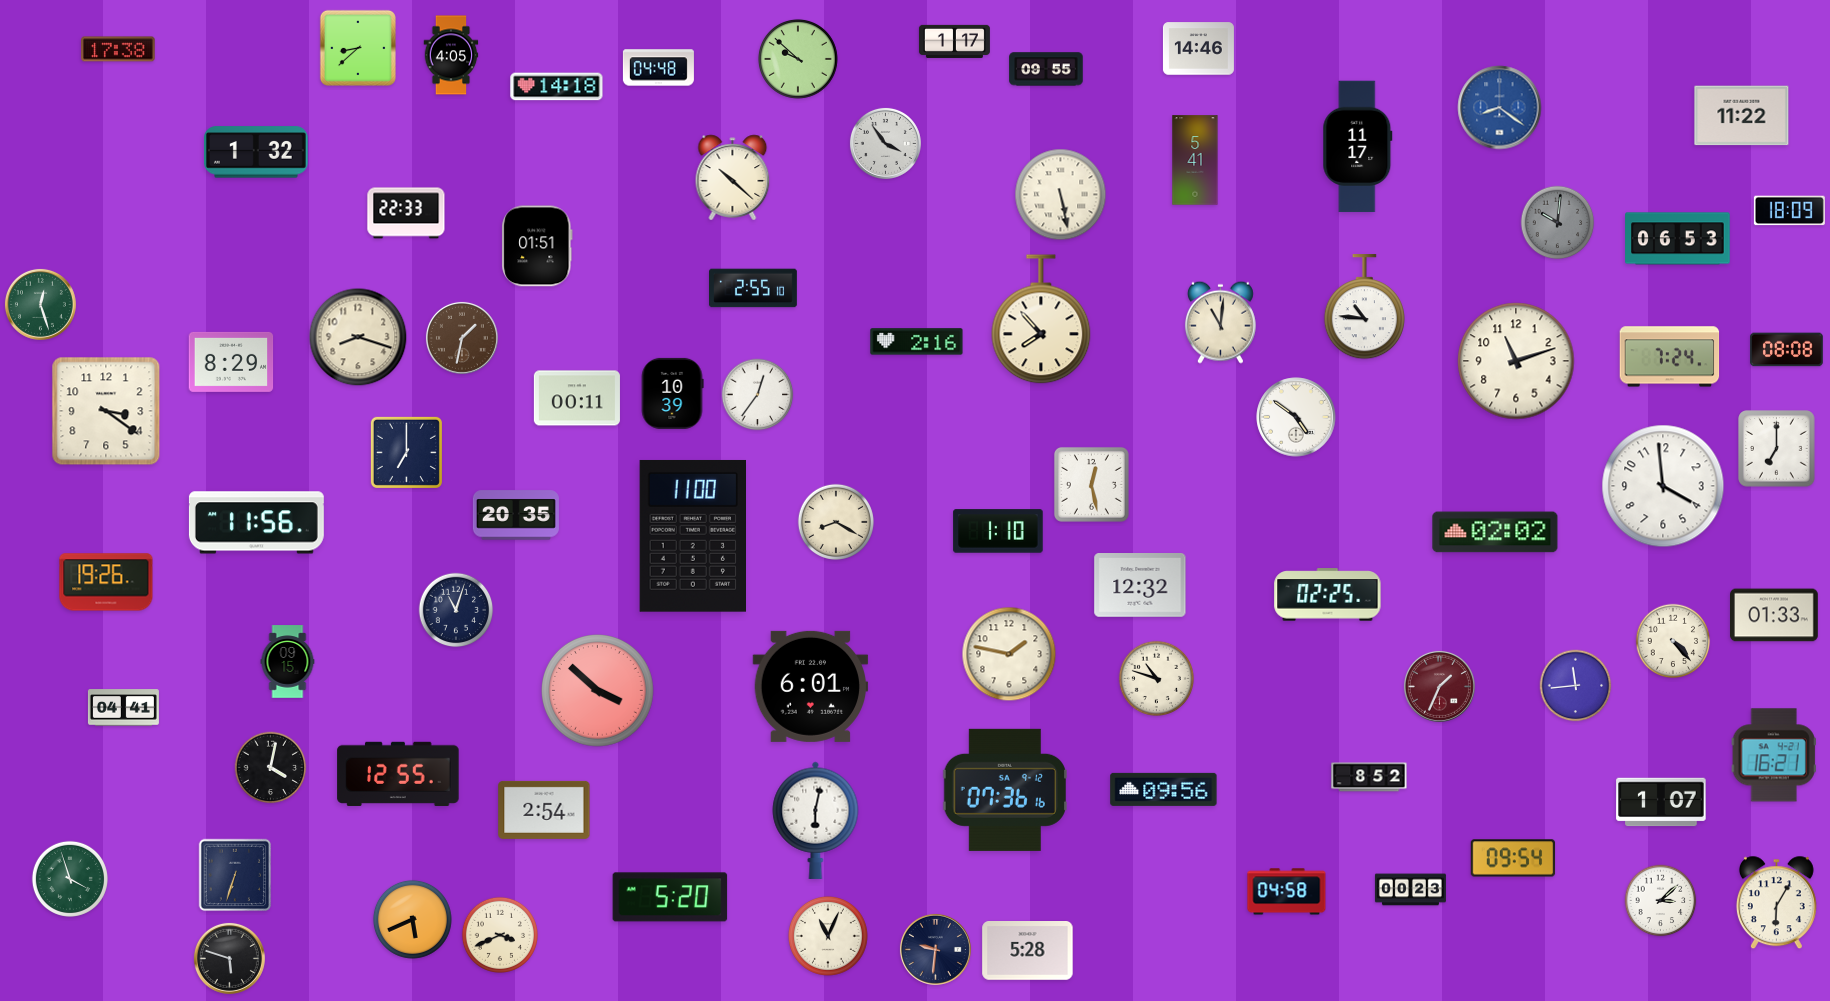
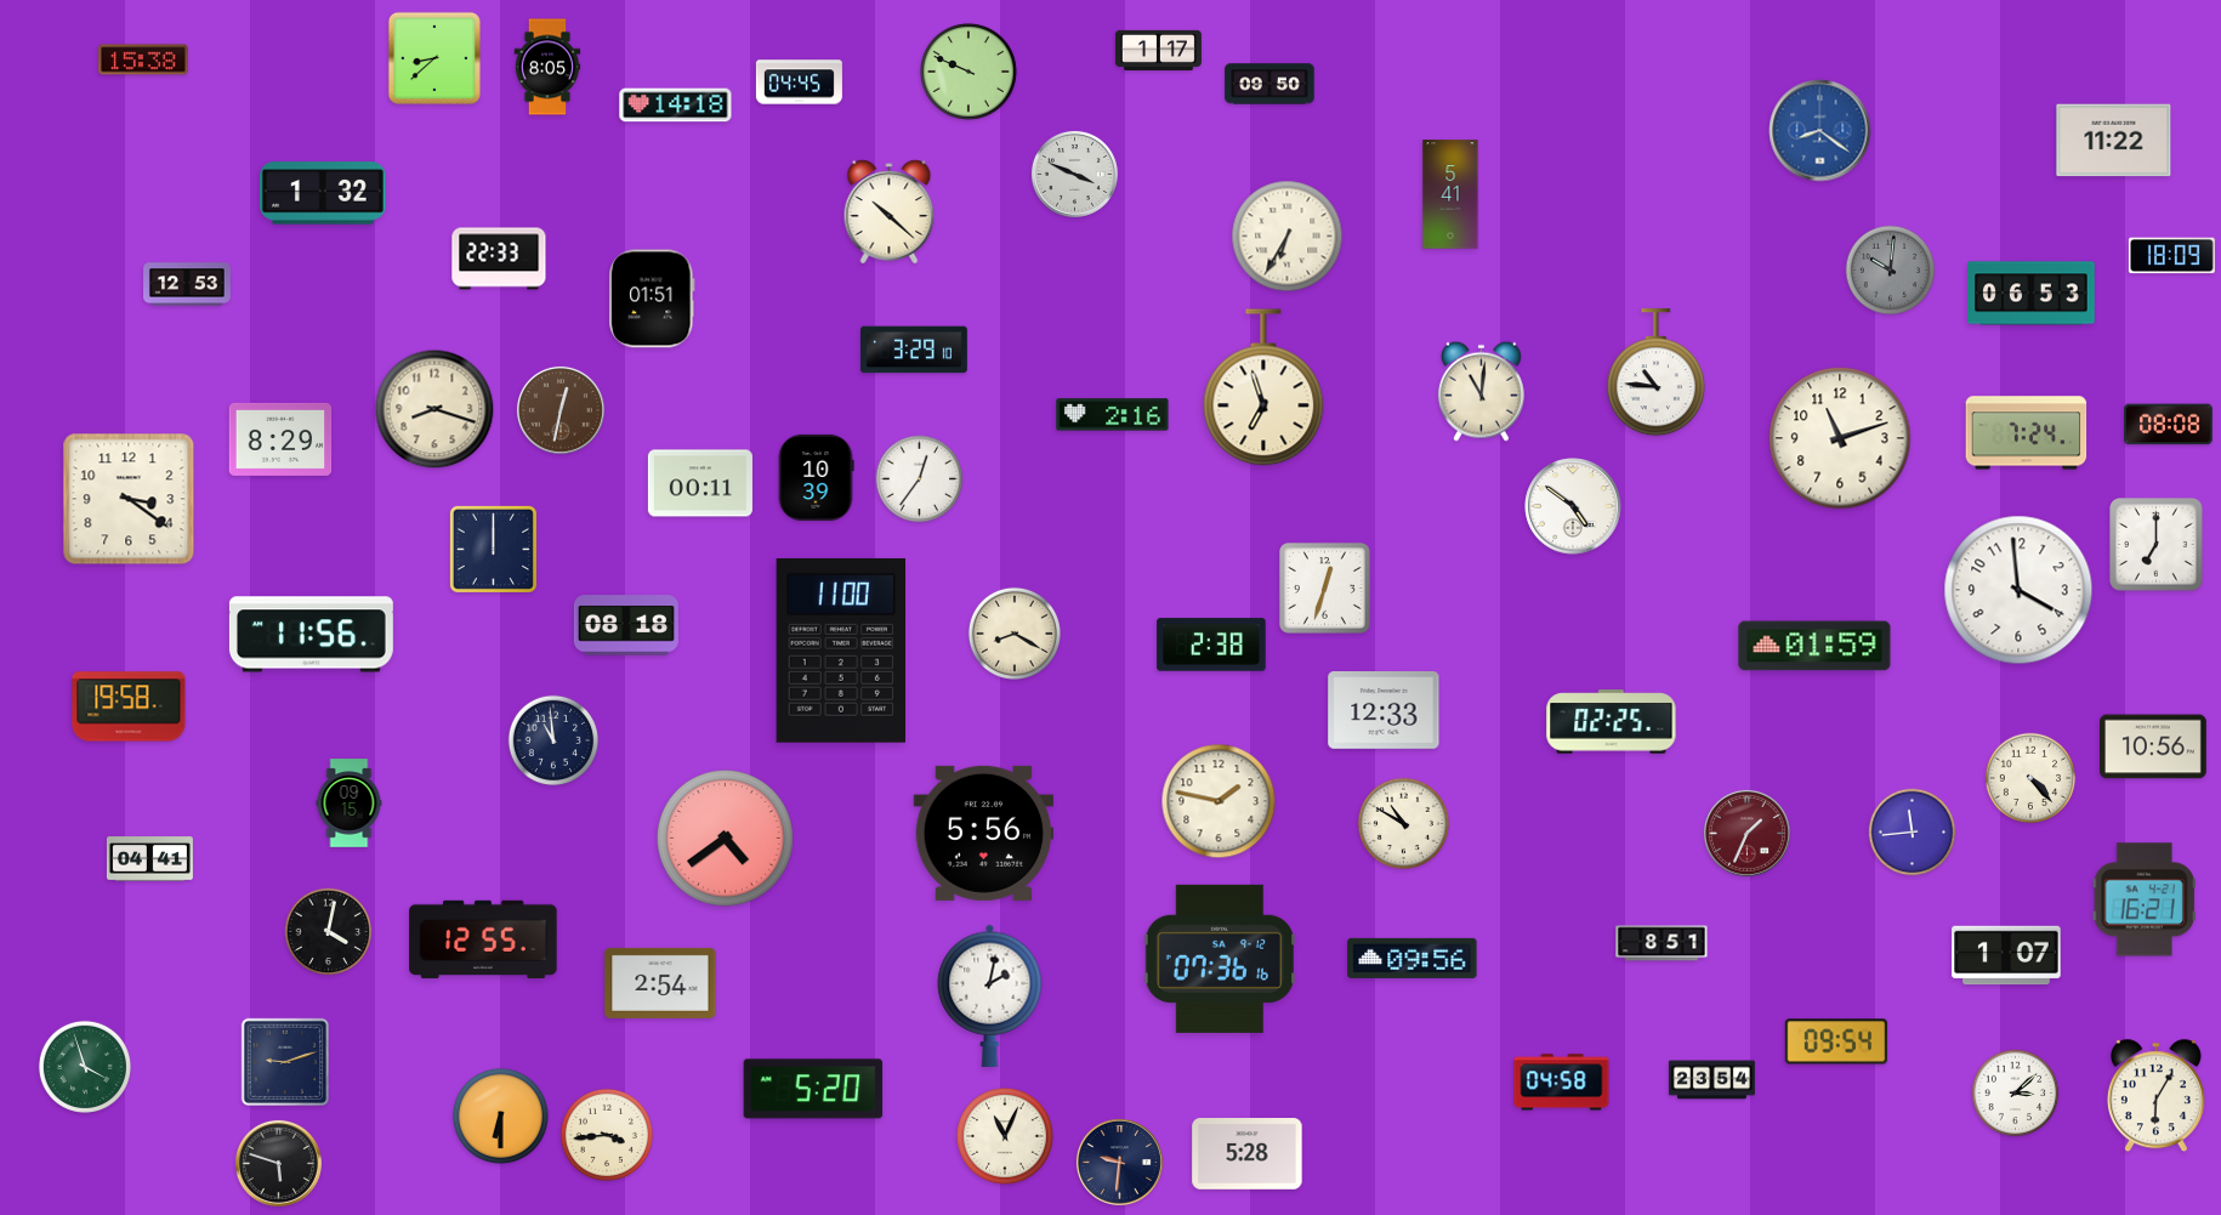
clock at (118, 49): 17:38 -> 15:38
clock at (1198, 49): 14:46 -> none
clock at (451, 55): 4:05 -> 8:05
clock at (798, 59): 9:52 -> 9:49
clock at (658, 68): 04:48 -> 04:45
clock at (1046, 69): 09:55 -> 09:50
clock at (885, 143): 3:54 -> 3:49
clock at (1358, 147): 11:17 -> none
clock at (256, 152) position: (256, 152) -> (323, 193)
clock at (733, 178) position: (733, 178) -> (890, 212)
clock at (1061, 195): 5:28 -> 6:35
clock at (406, 213) position: (406, 213) -> (499, 259)
clock at (188, 284): none -> 12:53
clock at (1678, 239) position: (1678, 239) -> (2032, 294)
clock at (754, 288): 2:55 -> 3:29
clock at (40, 304): 12:27 -> none
clock at (1041, 319): 7:53 -> 6:57
clock at (462, 338): 1:32 -> 12:32
clock at (406, 452): 7:00 -> 12:00
clock at (1091, 484): 12:28 -> 12:33
clock at (516, 515): 20:35 -> 08:18
clock at (998, 531): 1:10 -> 2:38
clock at (1495, 532): 02:02 -> 01:59
clock at (106, 582): 19:26 -> 19:58
clock at (1140, 586): 12:32 -> 12:33
clock at (456, 610): 11:03 -> 10:59
clock at (1775, 615): 01:33 -> 10:56
clock at (1009, 654) position: (1009, 654) -> (1219, 801)
clock at (1156, 678): 10:48 -> 10:50
clock at (811, 686): 6:01 -> 5:56
clock at (598, 691): 3:52 -> 4:39
clock at (1774, 755) position: (1774, 755) -> (2145, 899)
clock at (1369, 777): 8:52 -> 8:51
clock at (1661, 802) position: (1661, 802) -> (2006, 955)
clock at (816, 820): 6:02 -> 2:02
clock at (235, 875): 6:33 -> 9:12
clock at (1410, 890): 00:23 -> 23:54
clock at (412, 919): 5:41 -> 6:30
clock at (500, 935): 3:41 -> 3:44
clock at (935, 949) position: (935, 949) -> (1119, 1162)
